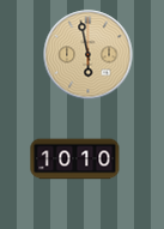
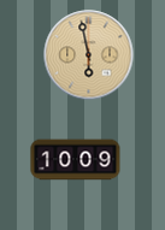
clock at (75, 159): 10:10 -> 10:09
